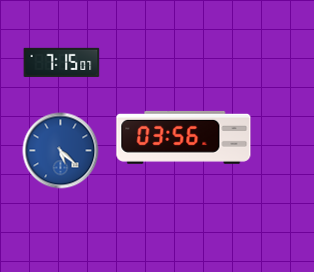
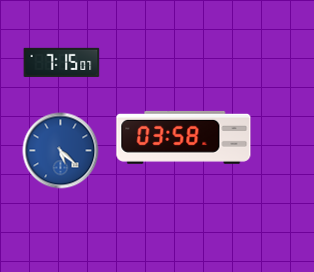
clock at (184, 137): 03:56 -> 03:58
